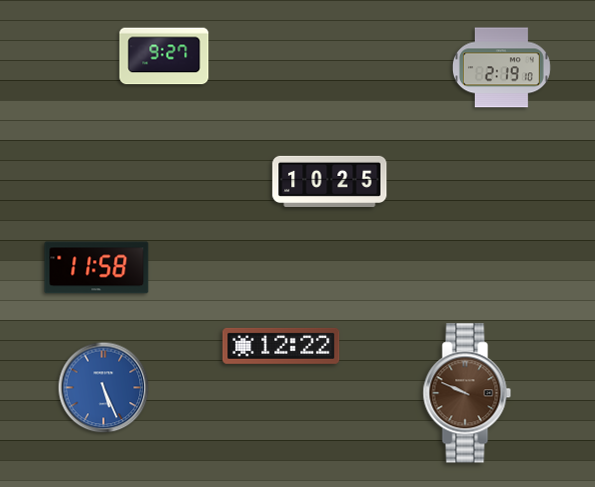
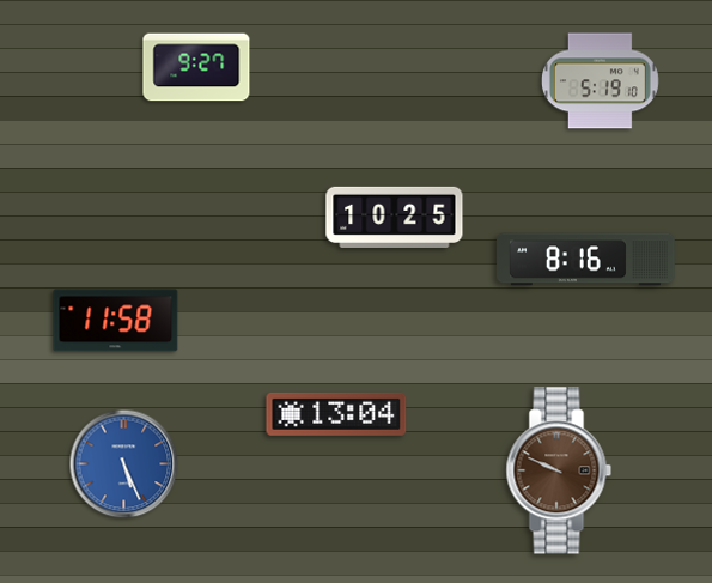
clock at (501, 68): 2:19 -> 5:19
clock at (586, 260): none -> 8:16
clock at (281, 346): 12:22 -> 13:04
